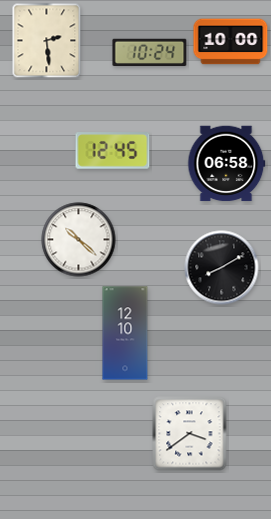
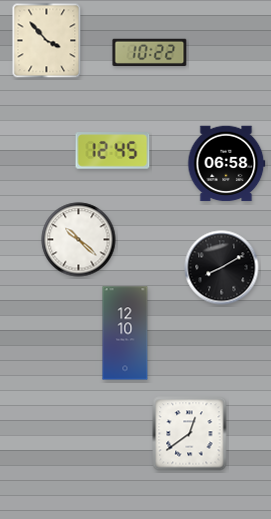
clock at (47, 41): 2:29 -> 3:53
clock at (231, 42): 10:00 -> none
clock at (150, 53): 10:24 -> 10:22
clock at (190, 434): 3:39 -> 12:39
